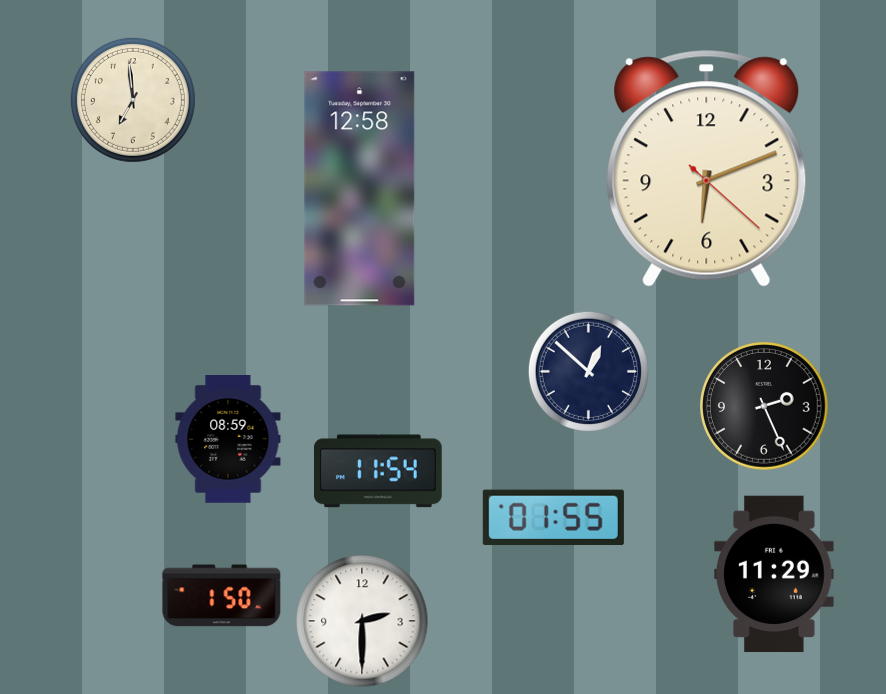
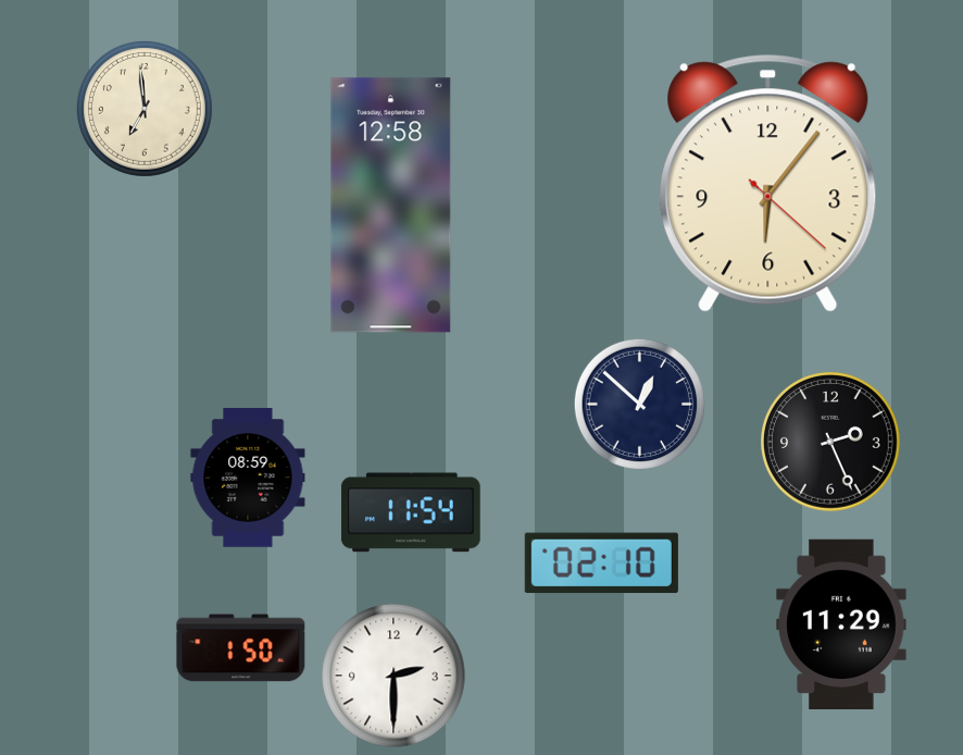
clock at (707, 169): 6:11 -> 6:06
clock at (553, 518): 01:55 -> 02:10
